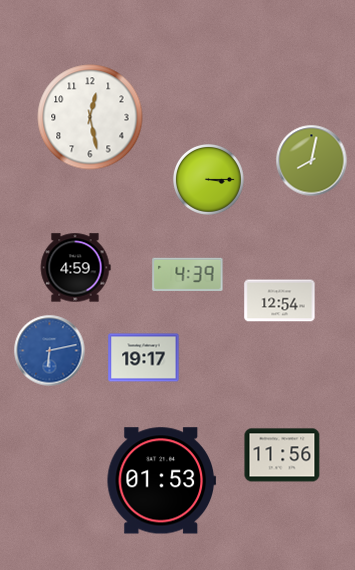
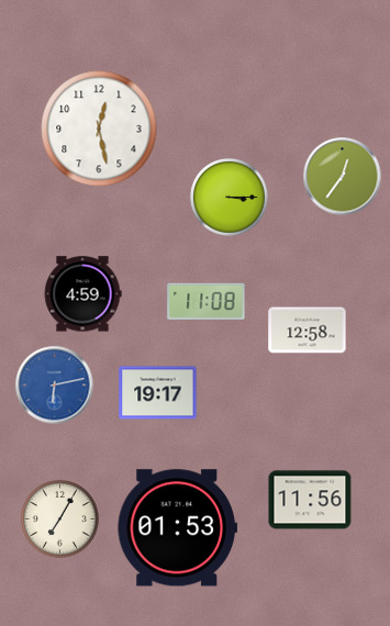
clock at (312, 161): 8:02 -> 12:36
clock at (188, 274): 4:39 -> 11:08
clock at (280, 301): 12:54 -> 12:58
clock at (60, 519): none -> 7:05
